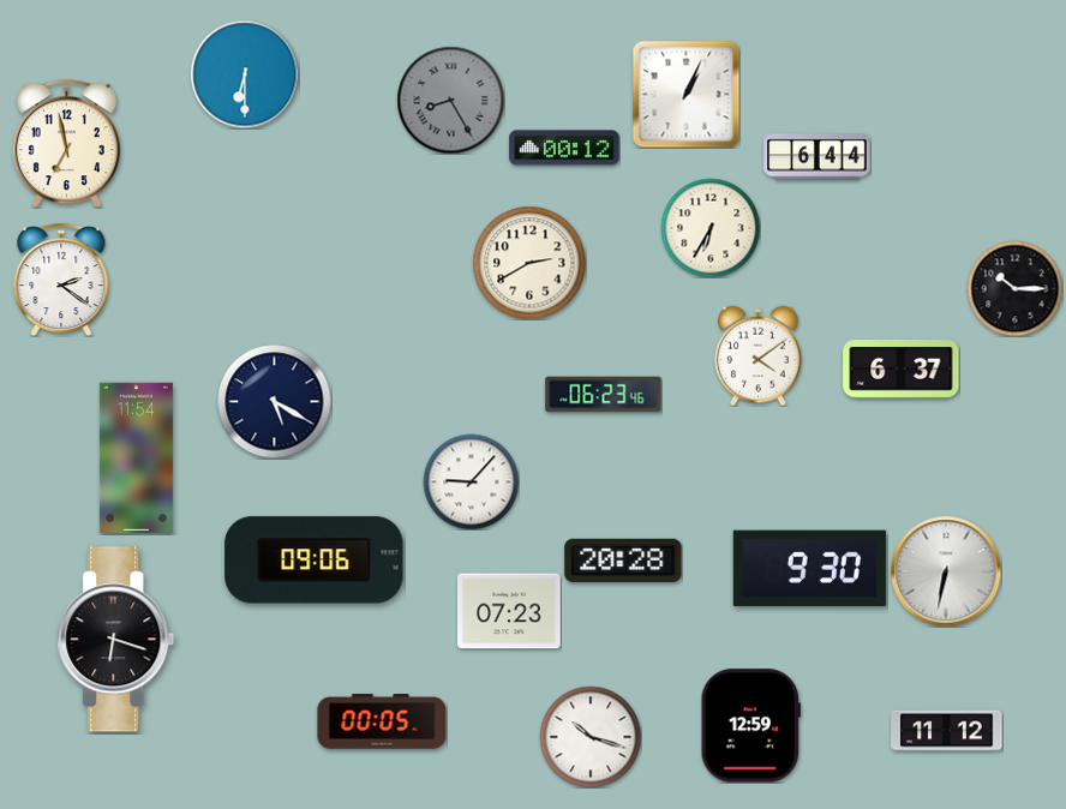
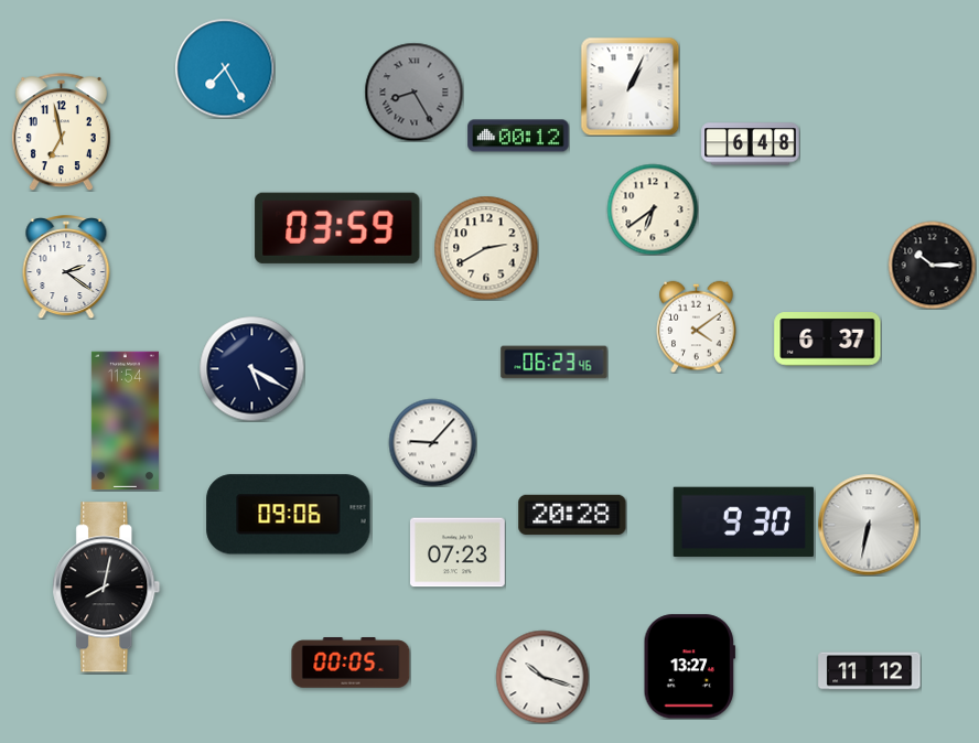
clock at (245, 74): 6:30 -> 7:25
clock at (818, 157): 6:44 -> 6:48
clock at (711, 228): 6:35 -> 6:39
clock at (337, 228): none -> 03:59
clock at (529, 263) position: (529, 263) -> (486, 248)
clock at (61, 280) position: (61, 280) -> (66, 267)
clock at (510, 611) position: (510, 611) -> (459, 552)
clock at (116, 640): 6:18 -> 8:02
clock at (750, 726): 12:59 -> 13:27
